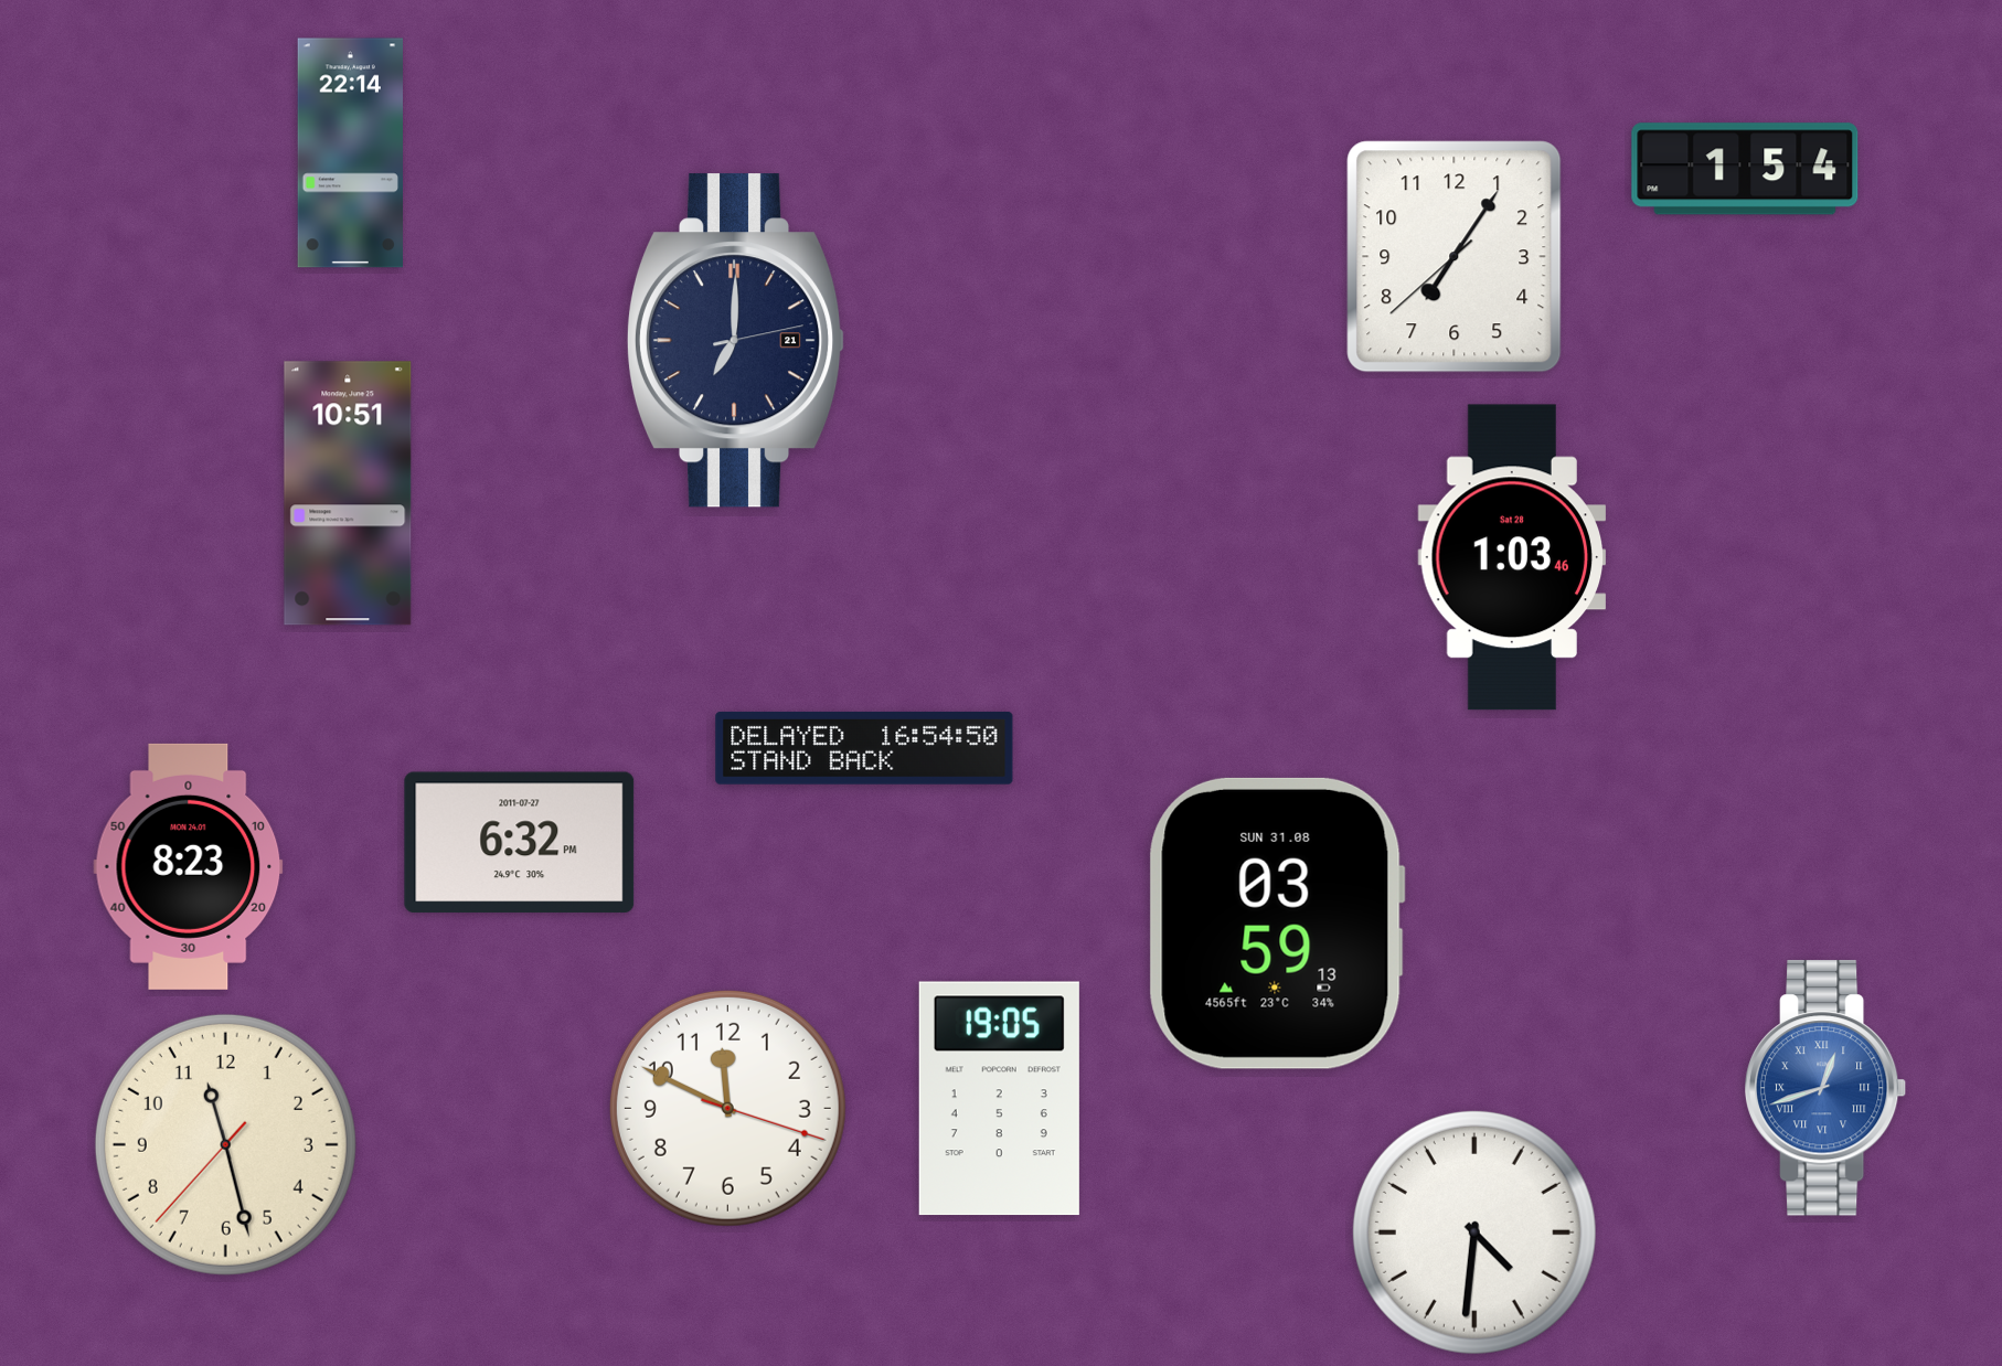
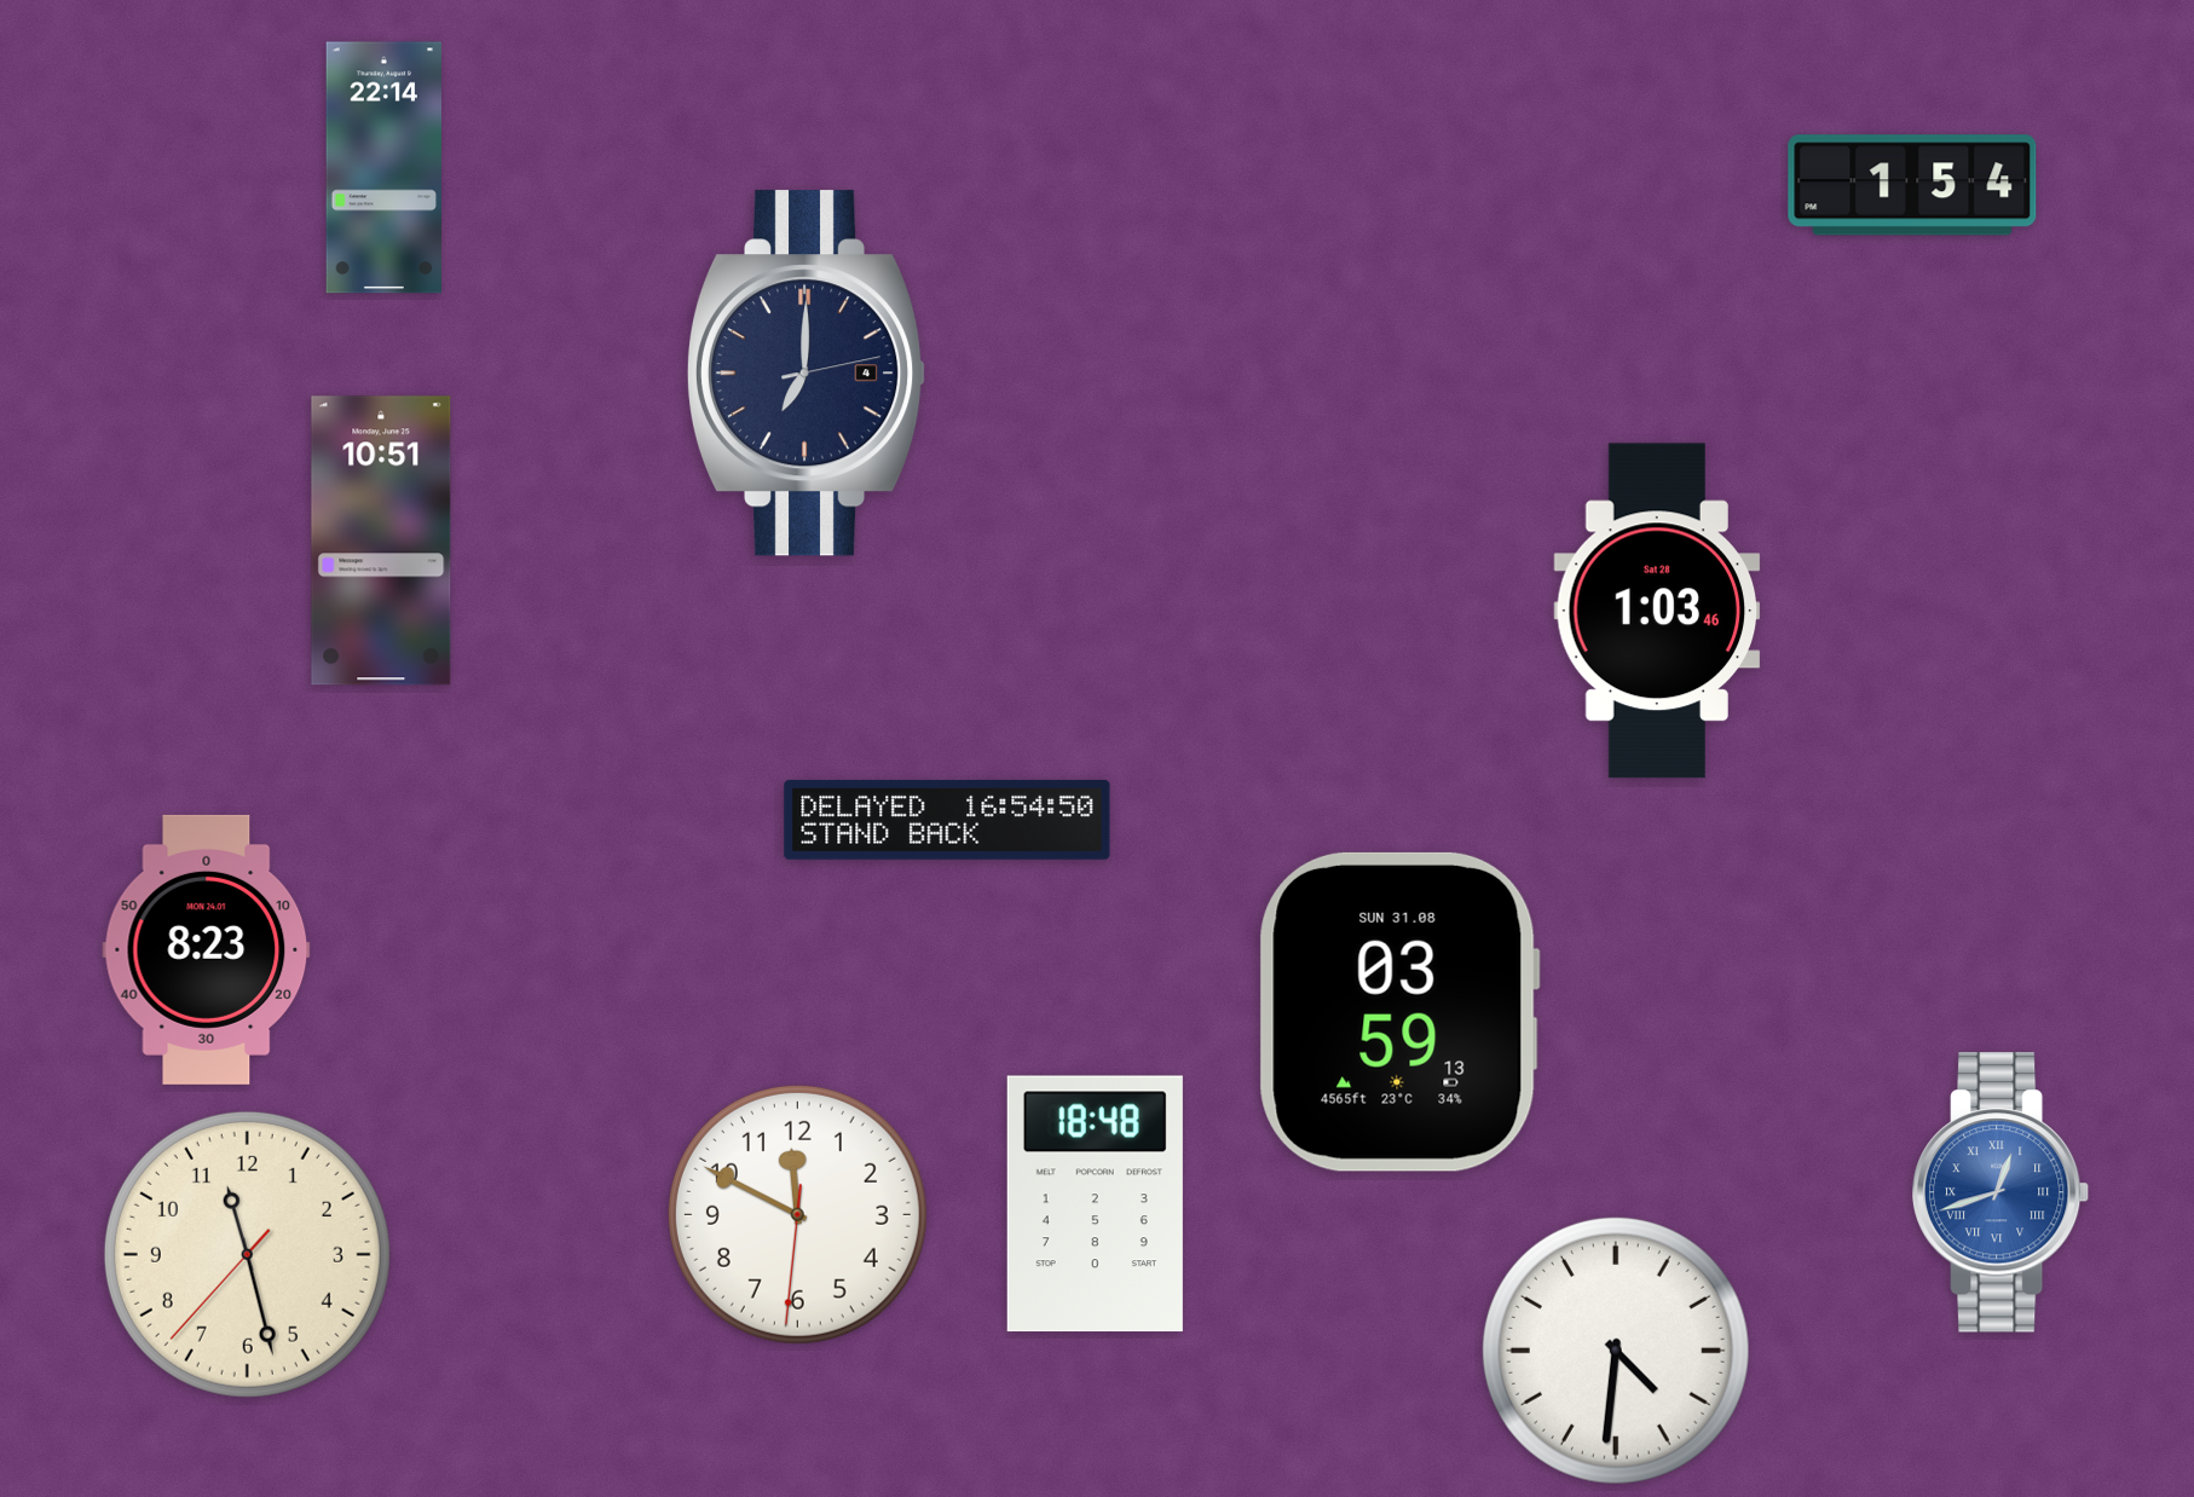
clock at (1455, 257): 7:05 -> none
clock at (736, 341) date: 21 -> 4
clock at (520, 843): 6:32 -> none
clock at (999, 1099): 19:05 -> 18:48
clock at (727, 1108): 11:49:18 -> 11:49:31
